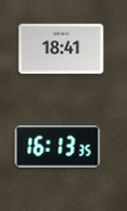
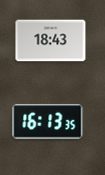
clock at (62, 49): 18:41 -> 18:43
